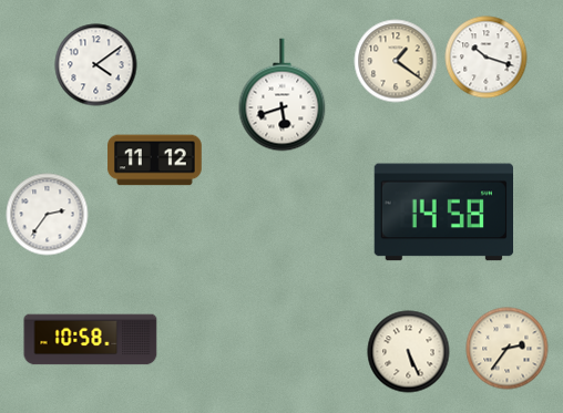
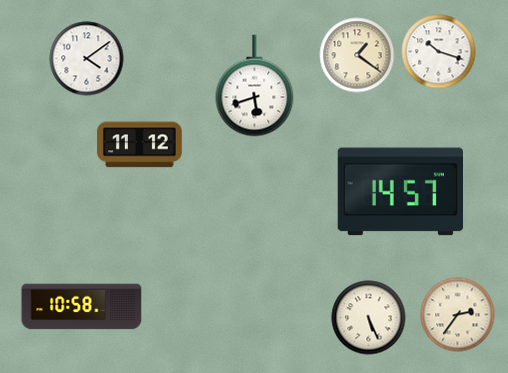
clock at (443, 213): 14:58 -> 14:57
clock at (48, 215): 2:36 -> none
